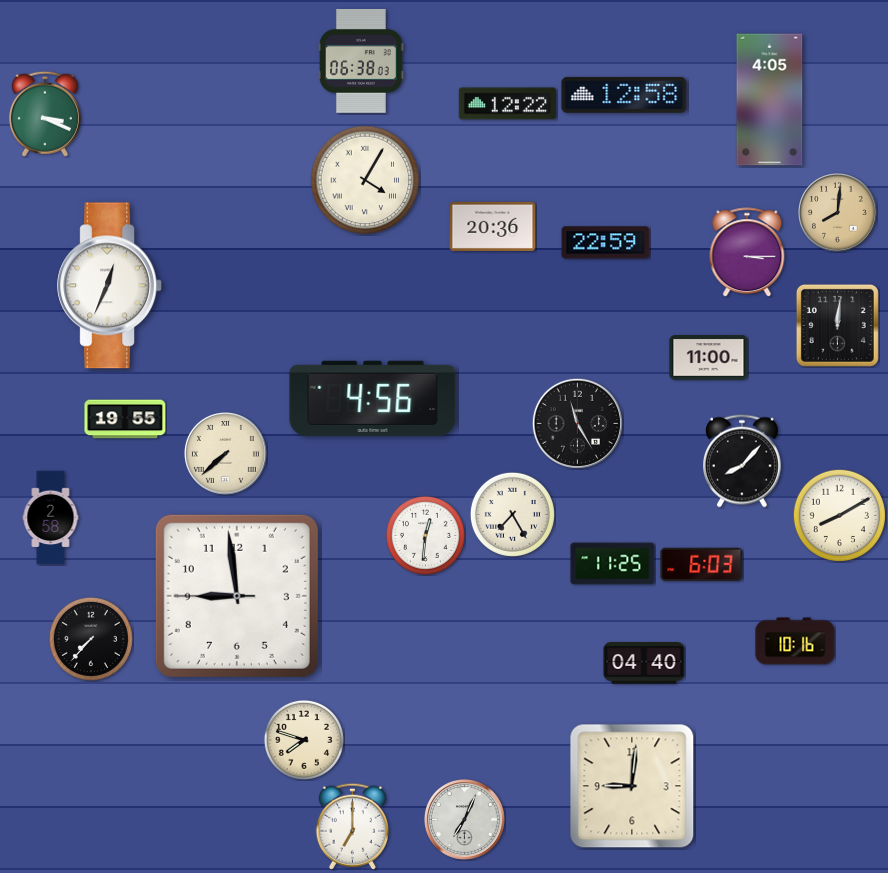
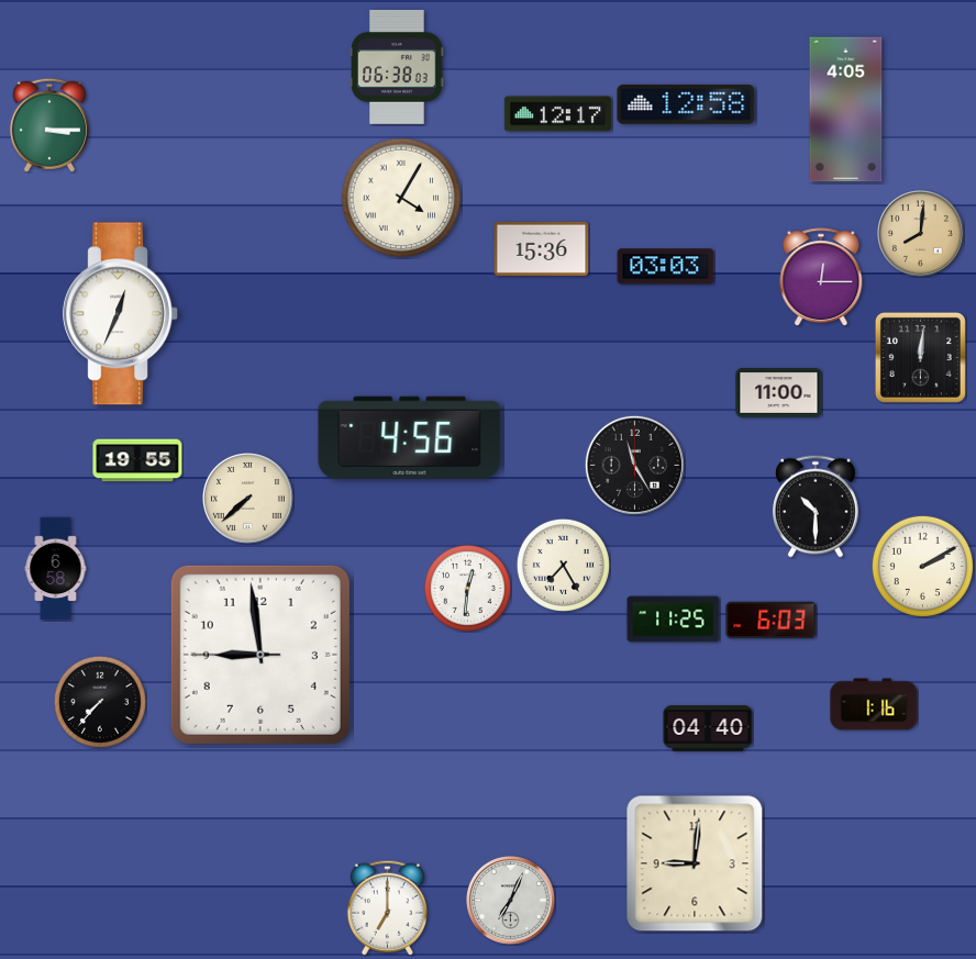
clock at (507, 104): 12:22 -> 12:17
clock at (45, 114): 3:19 -> 3:15
clock at (493, 226): 20:36 -> 15:36
clock at (606, 243): 22:59 -> 03:03
clock at (747, 252): 3:15 -> 12:15
clock at (743, 461): 8:07 -> 10:30
clock at (839, 515): 8:10 -> 2:10
clock at (51, 518): 2:58 -> 6:58
clock at (795, 641): 10:16 -> 1:16
clock at (304, 740): 7:48 -> none
